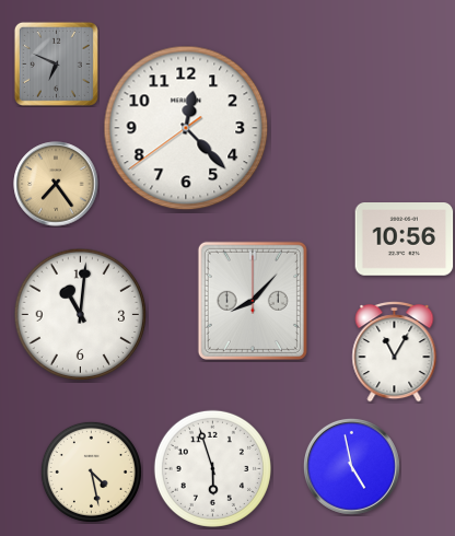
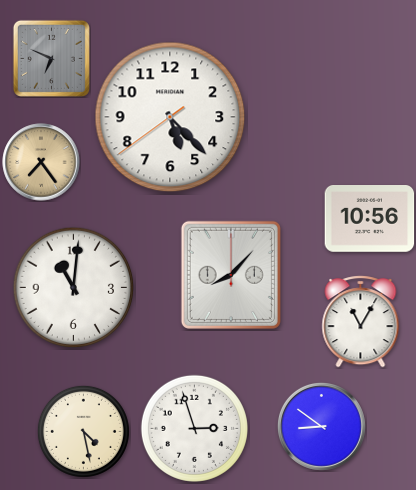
clock at (186, 128): 12:22 -> 5:22
clock at (56, 184) position: (56, 184) -> (41, 162)
clock at (351, 466): 4:58 -> 8:51
clock at (212, 468): 5:57 -> 2:57
